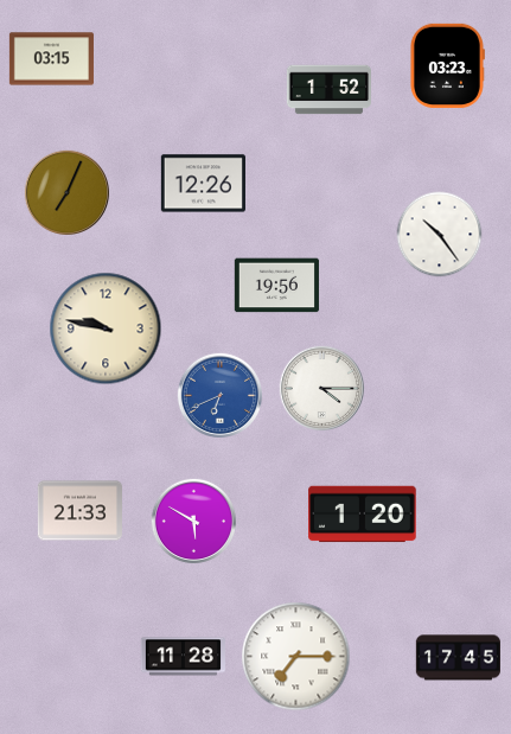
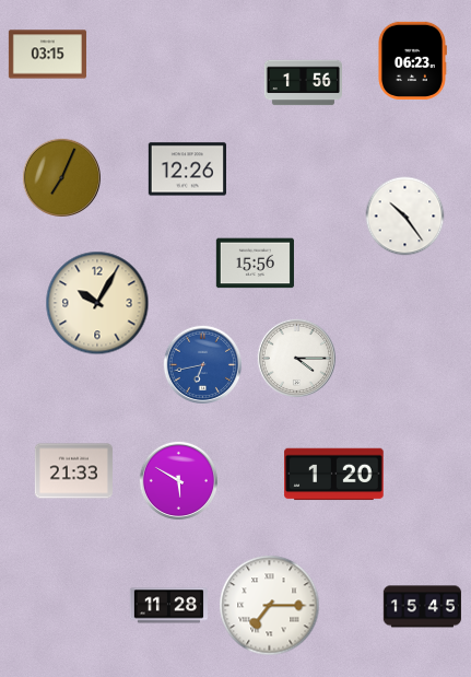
clock at (447, 65): 03:23 -> 06:23
clock at (328, 90): 1:52 -> 1:56
clock at (276, 286): 19:56 -> 15:56
clock at (106, 328): 9:47 -> 10:05
clock at (219, 395): 6:41 -> 6:43
clock at (296, 657) position: (296, 657) -> (270, 606)
clock at (458, 658): 17:45 -> 15:45
